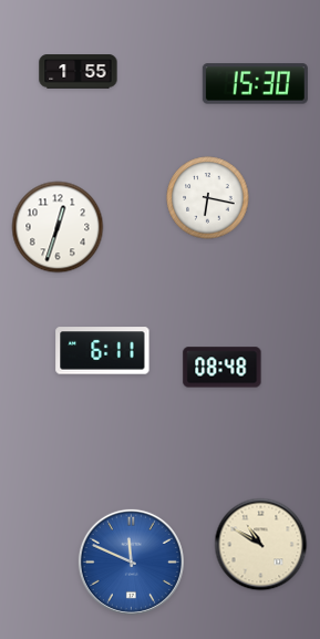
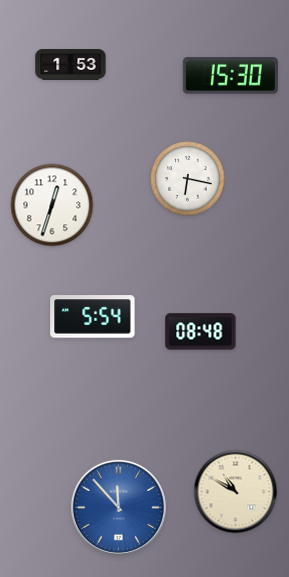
clock at (79, 72): 1:55 -> 1:53
clock at (103, 351): 6:11 -> 5:54
clock at (131, 561): 11:49 -> 11:53
